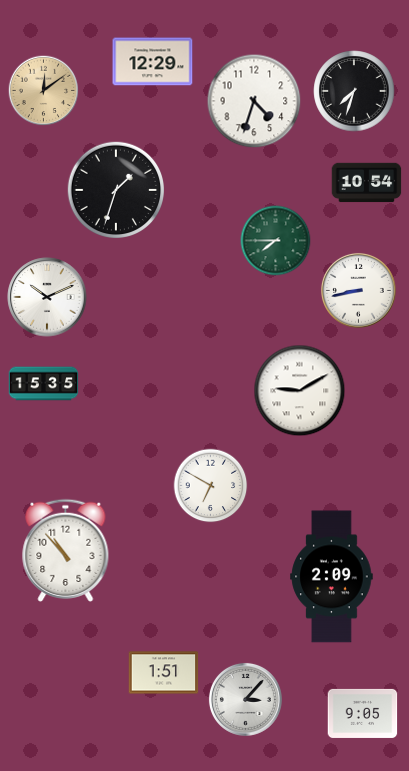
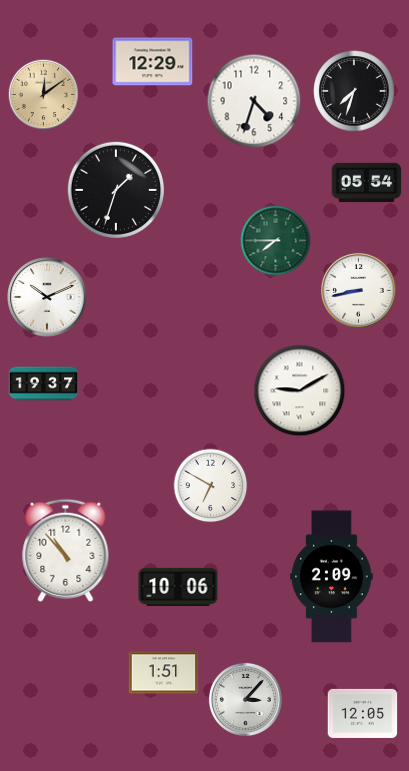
clock at (44, 91) position: (44, 91) -> (44, 95)
clock at (367, 183): 10:54 -> 05:54
clock at (44, 384): 15:35 -> 19:37
clock at (178, 587): none -> 10:06
clock at (363, 713): 9:05 -> 12:05
